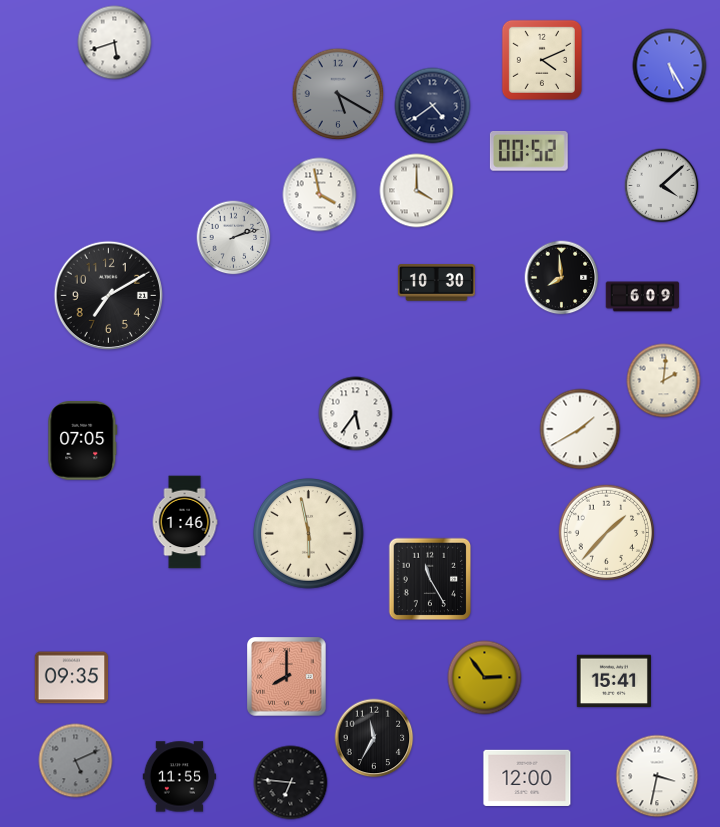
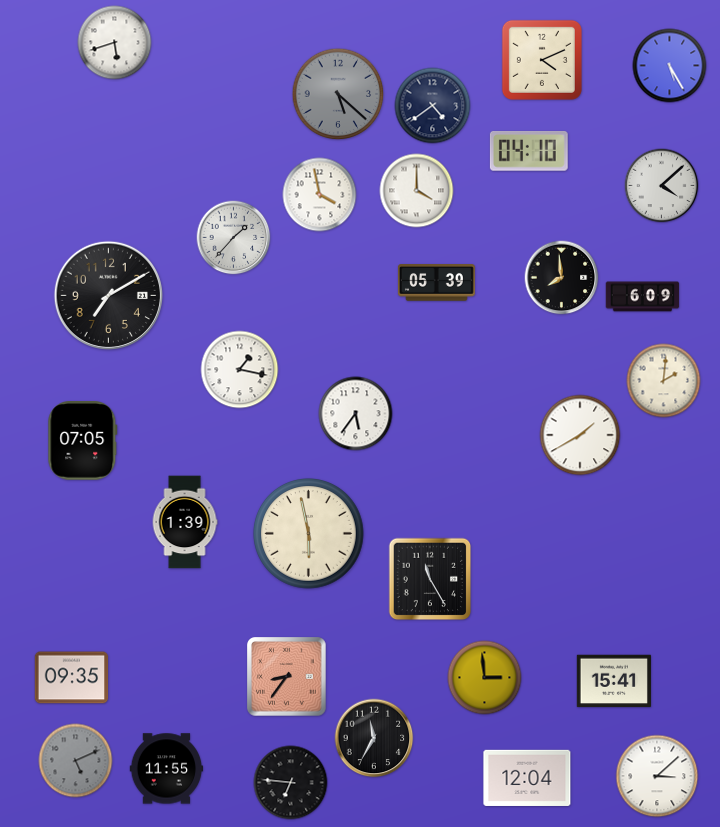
clock at (338, 94): 5:20 -> 5:22
clock at (529, 151): 00:52 -> 04:10
clock at (234, 238): 2:12 -> 1:37
clock at (436, 283): 10:30 -> 05:39
clock at (240, 370): none -> 1:17
clock at (580, 429) position: (580, 429) -> (580, 435)
clock at (185, 522): 1:46 -> 1:39
clock at (606, 532): 1:37 -> none
clock at (287, 677): 8:00 -> 8:36
clock at (485, 678): 2:54 -> 2:59
clock at (657, 776): 3:32 -> 3:08
clock at (180, 777) position: (180, 777) -> (167, 769)
clock at (527, 778): 12:00 -> 12:04
